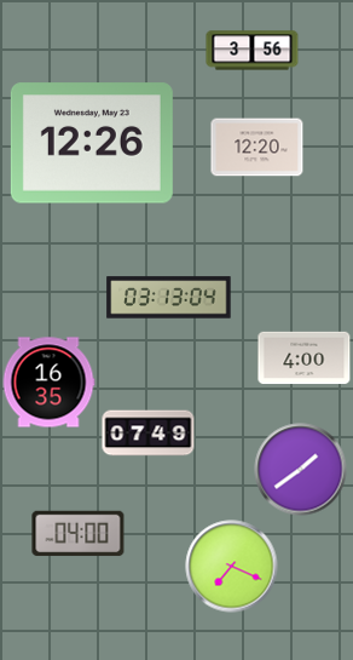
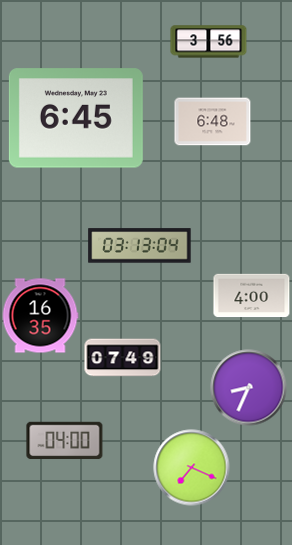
clock at (92, 143): 12:26 -> 6:45
clock at (257, 148): 12:20 -> 6:48
clock at (301, 470): 1:39 -> 8:34
